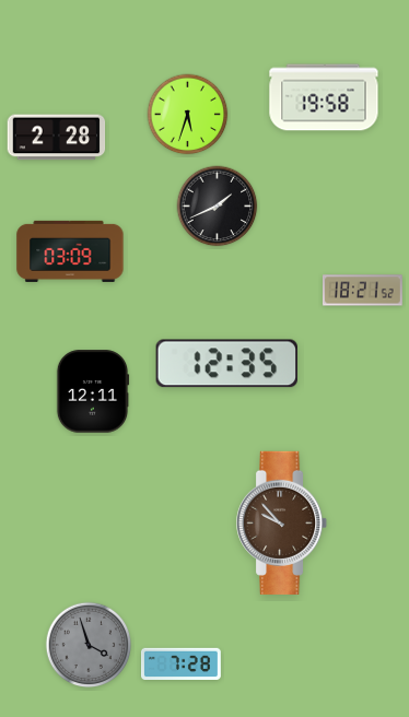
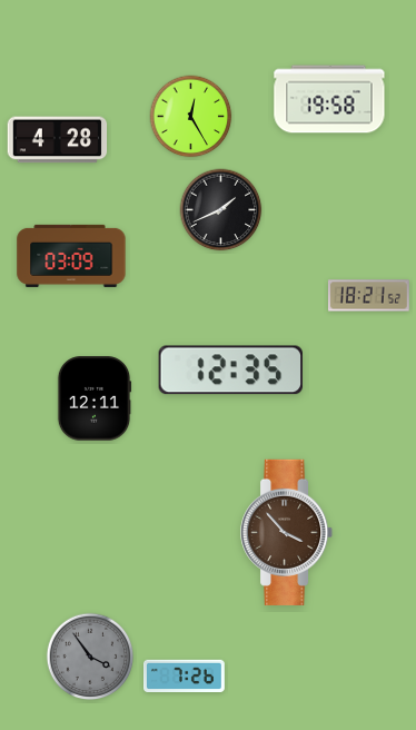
clock at (188, 115): 5:33 -> 12:25
clock at (57, 138): 2:28 -> 4:28
clock at (282, 522): 9:53 -> 3:53
clock at (89, 645): 3:57 -> 3:54
clock at (182, 665): 7:28 -> 7:26
